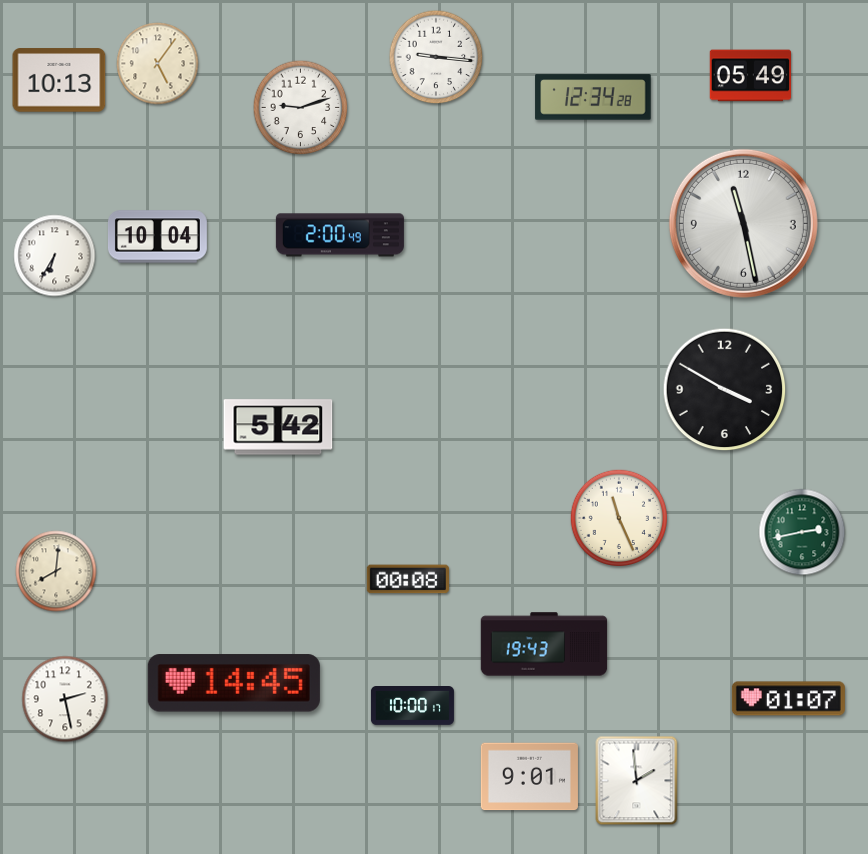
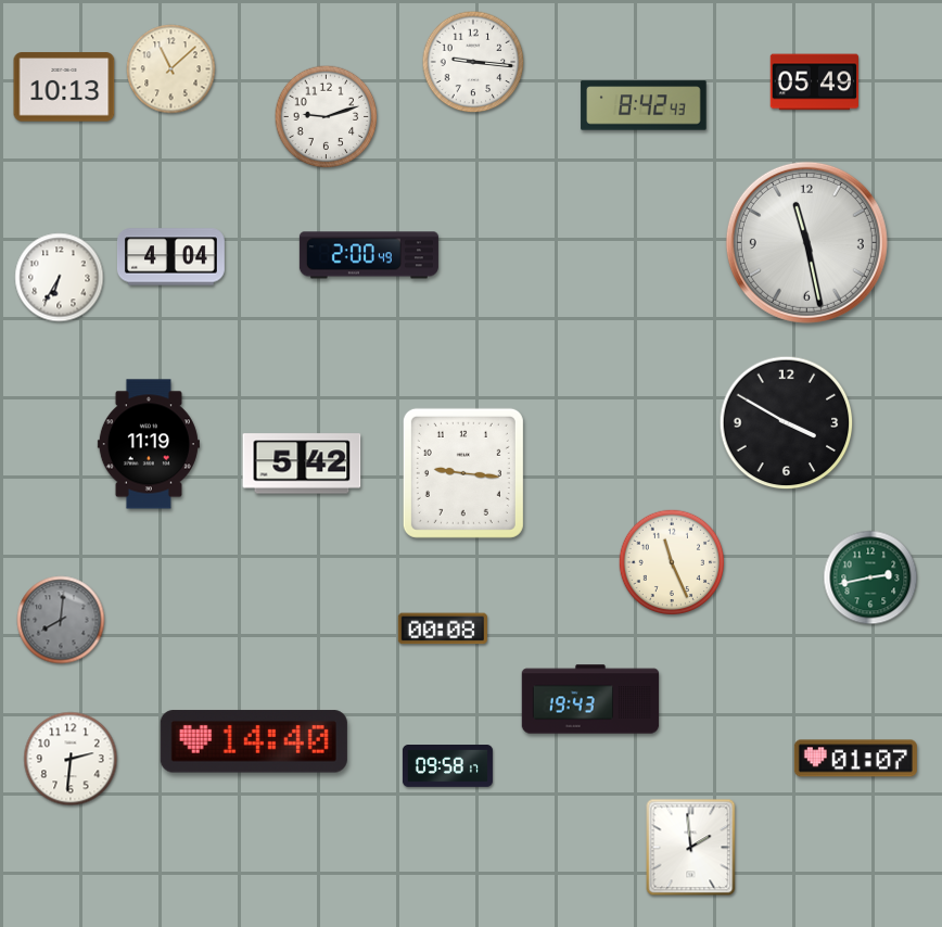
clock at (158, 64): 5:06 -> 11:08
clock at (593, 97): 12:34 -> 8:42
clock at (157, 237): 10:04 -> 4:04
clock at (149, 444): none -> 11:19
clock at (463, 473): none -> 9:16
clock at (56, 571) dial: cream -> grey
clock at (234, 683): 14:45 -> 14:40
clock at (65, 699): 2:28 -> 2:31
clock at (412, 706): 10:00 -> 09:58
clock at (529, 777): 9:01 -> none
